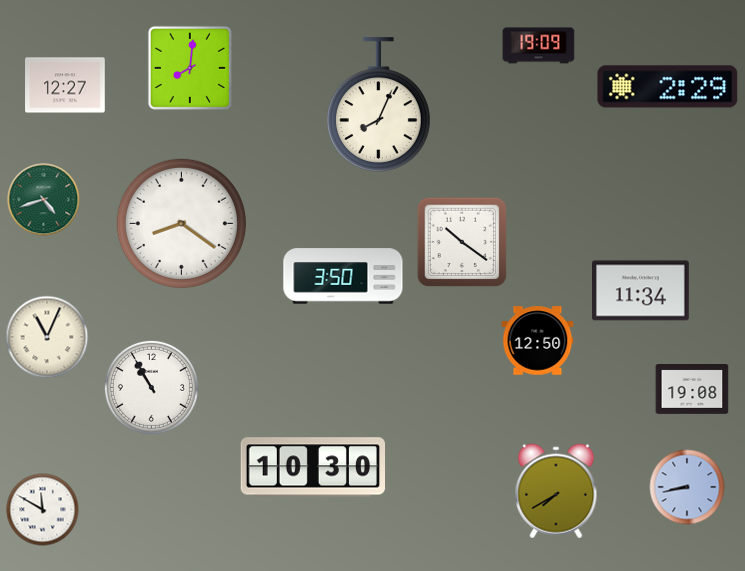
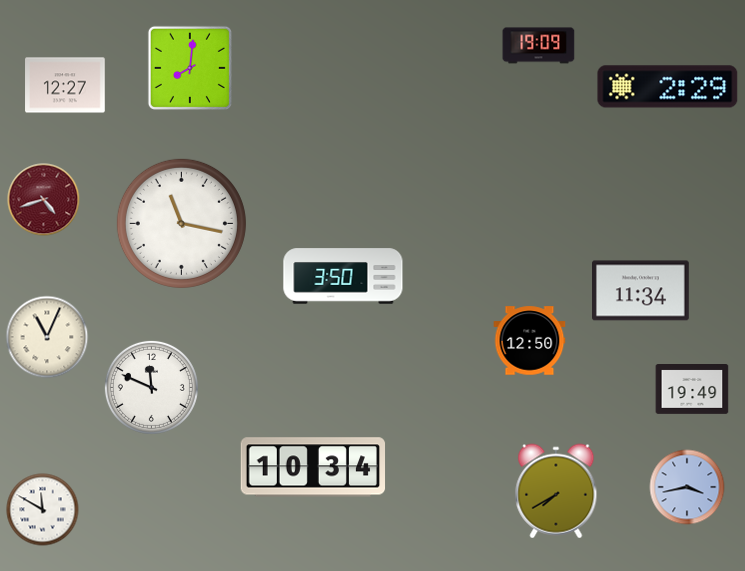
clock at (378, 105): 8:04 -> none
clock at (44, 200) dial: green -> burgundy
clock at (181, 223): 8:21 -> 11:17
clock at (462, 242): 10:21 -> none
clock at (538, 341) position: (538, 341) -> (530, 341)
clock at (151, 387): 10:55 -> 11:49
clock at (692, 390): 19:08 -> 19:49
clock at (313, 467): 10:30 -> 10:34
clock at (687, 487): 8:43 -> 3:43
